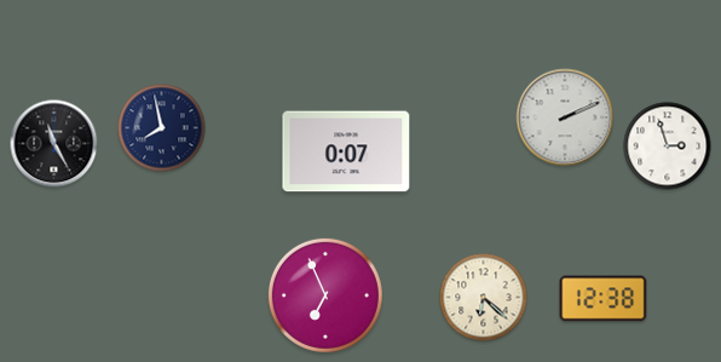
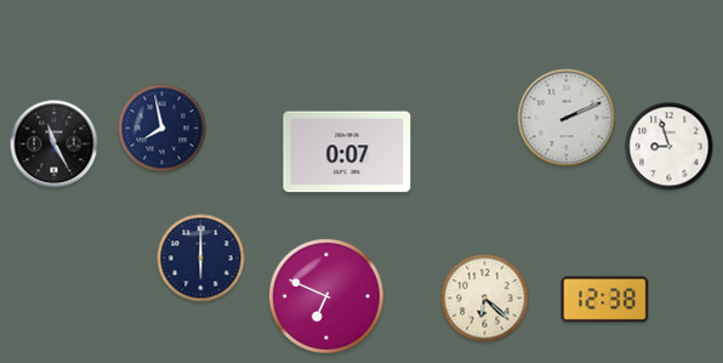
clock at (668, 146): 2:57 -> 8:57
clock at (201, 259): none -> 6:00
clock at (325, 295): 6:56 -> 6:49
